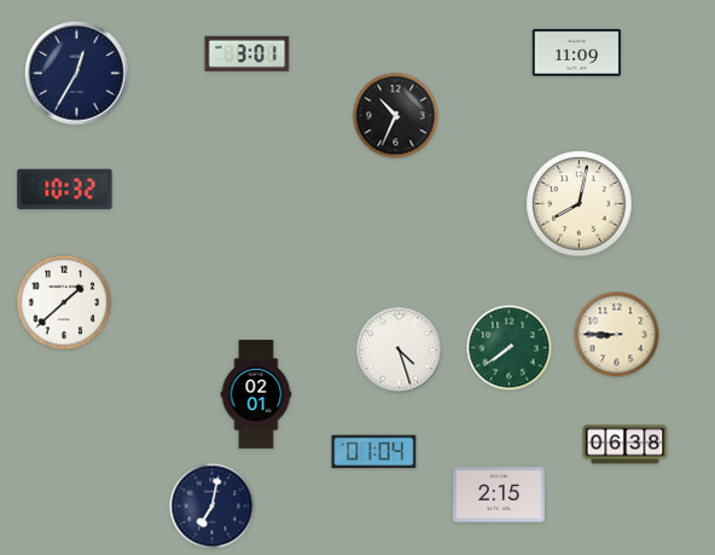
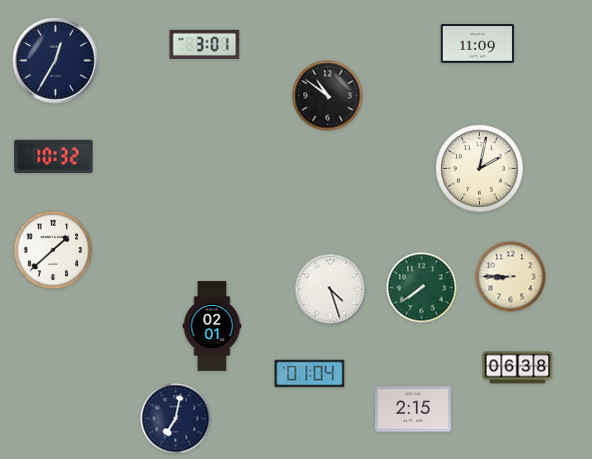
clock at (77, 74) position: (77, 74) -> (56, 61)
clock at (396, 116): 10:34 -> 10:51
clock at (580, 204): 8:02 -> 2:02
